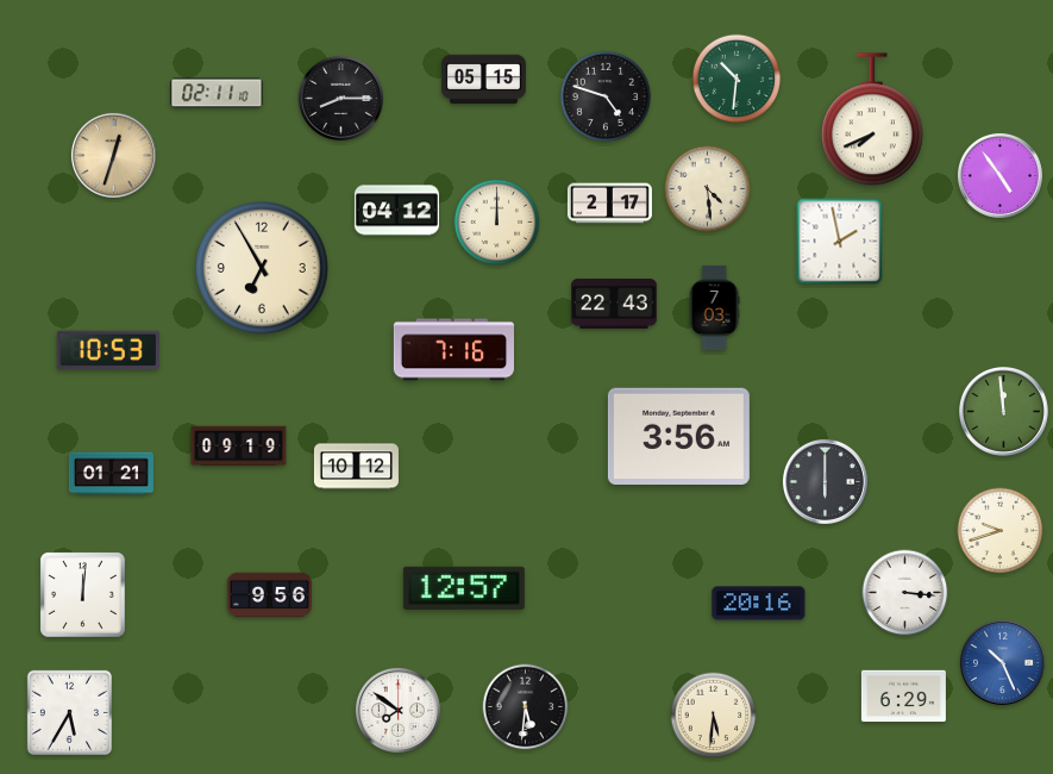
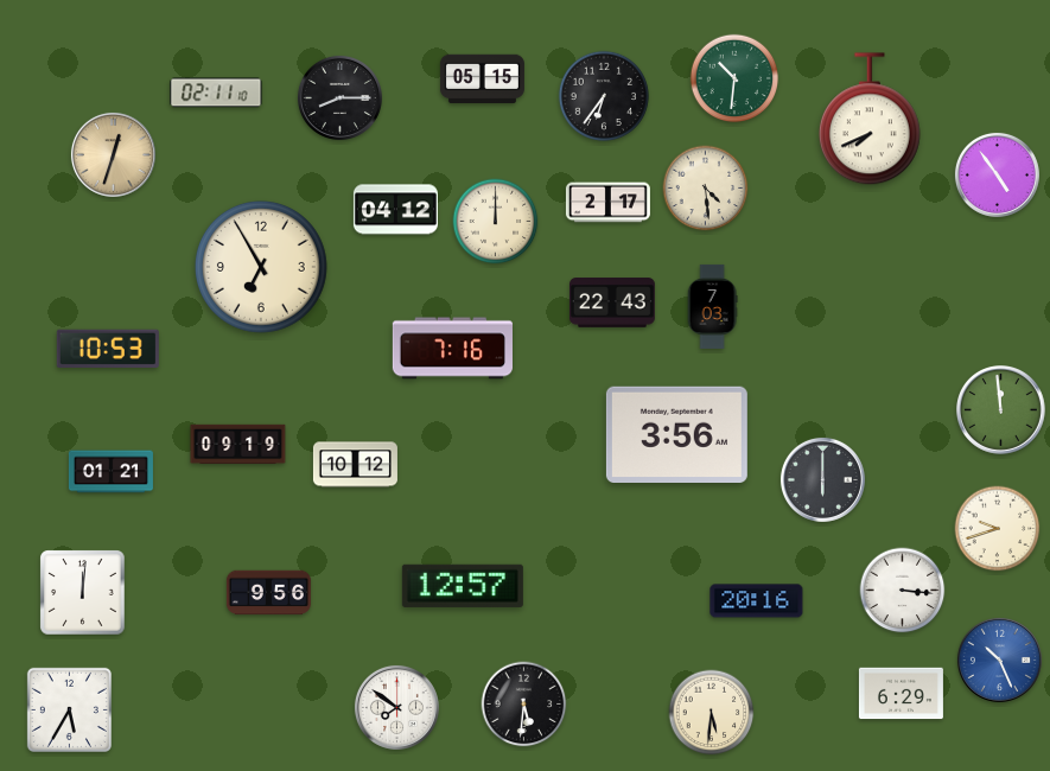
clock at (606, 96): 4:48 -> 6:36
clock at (840, 242): 1:58 -> none
